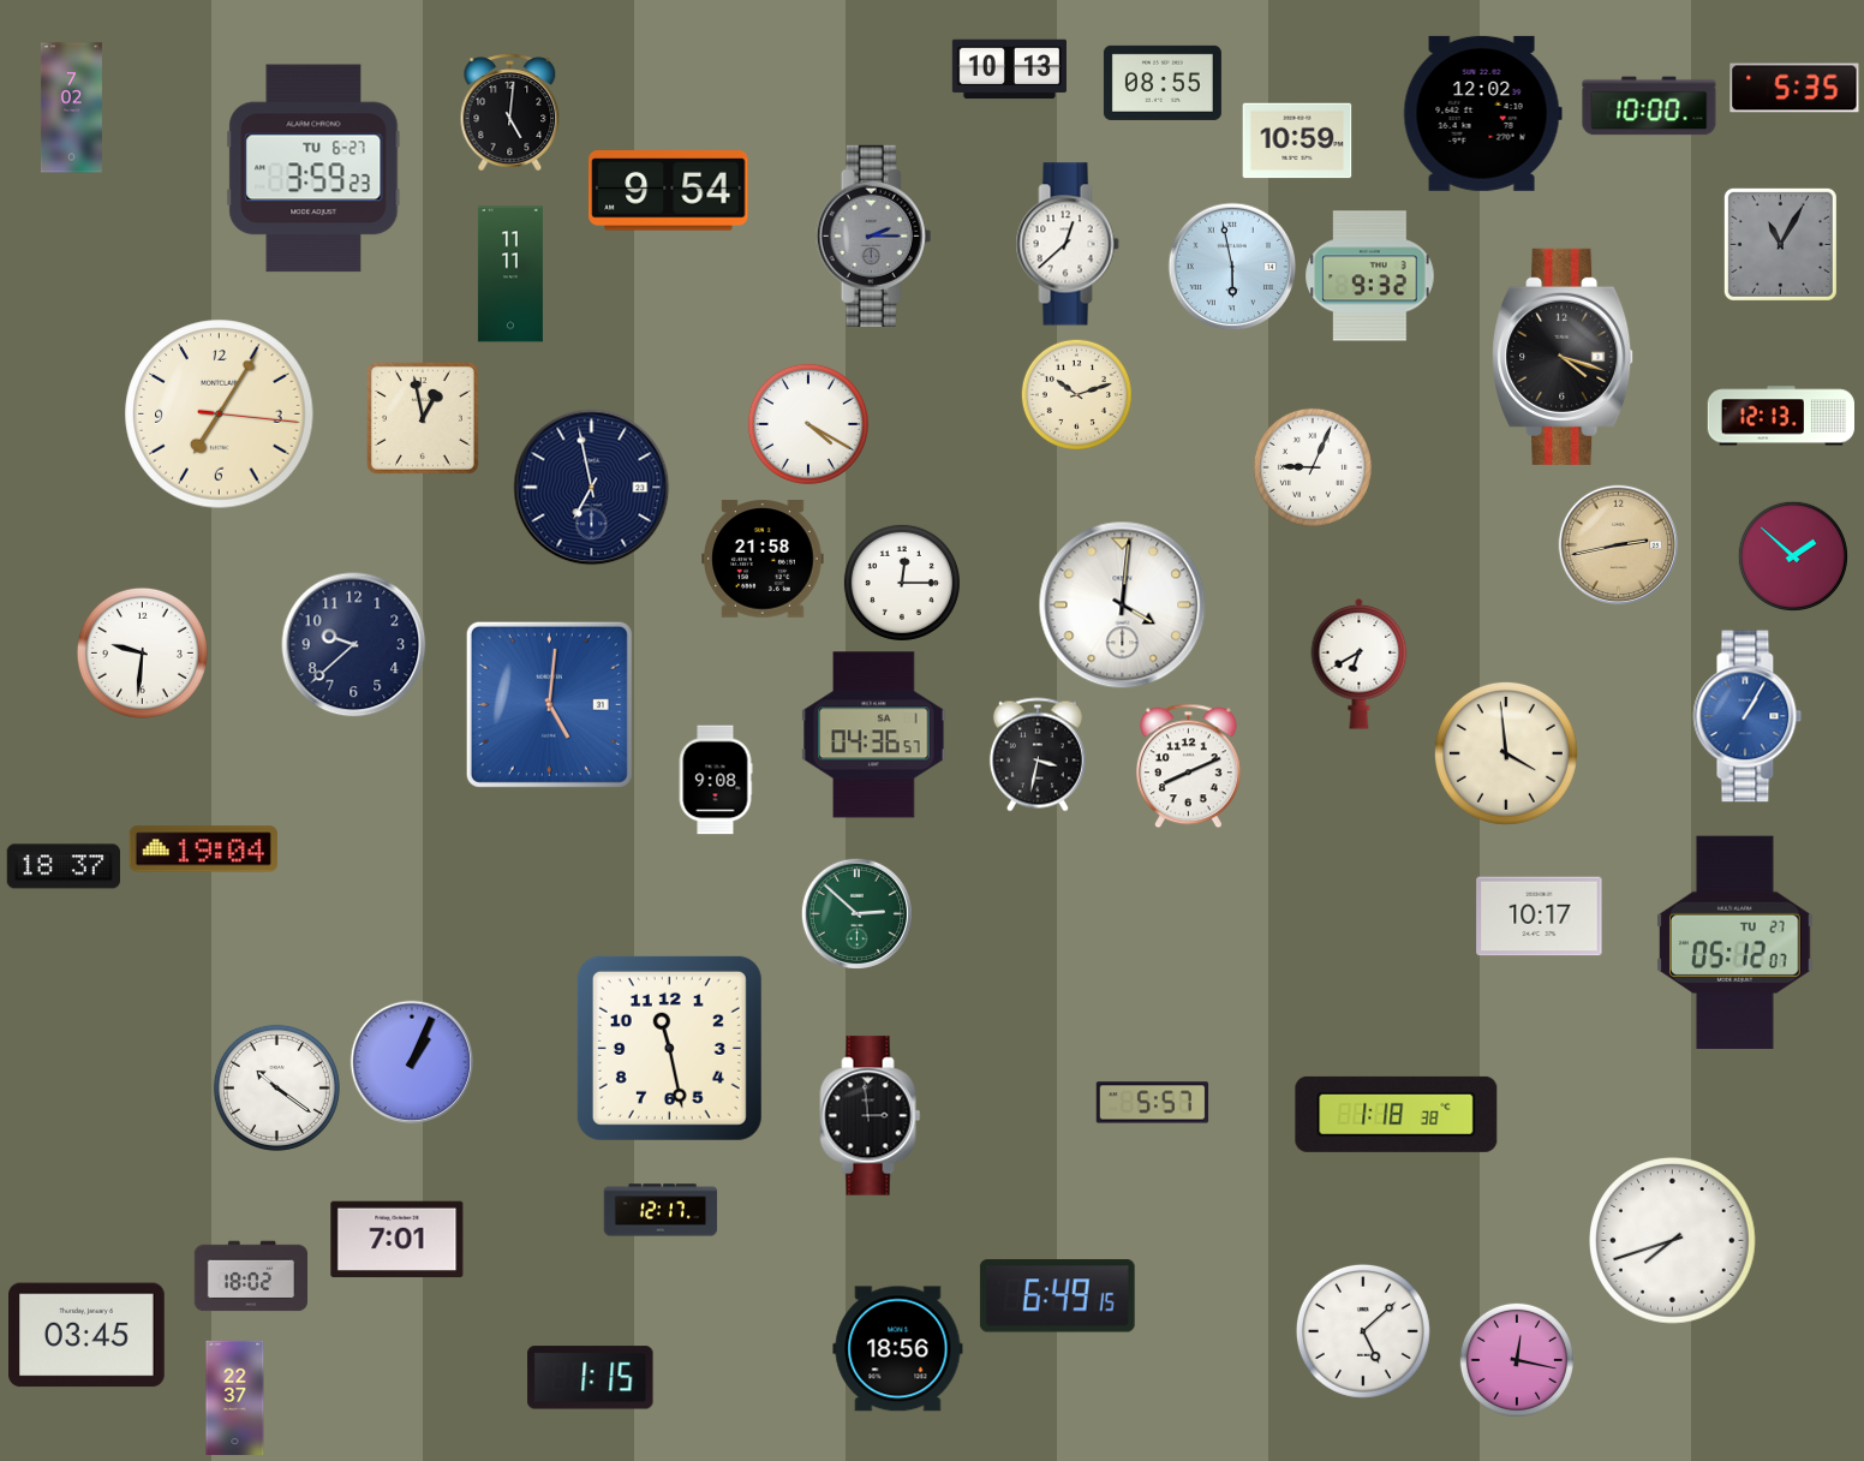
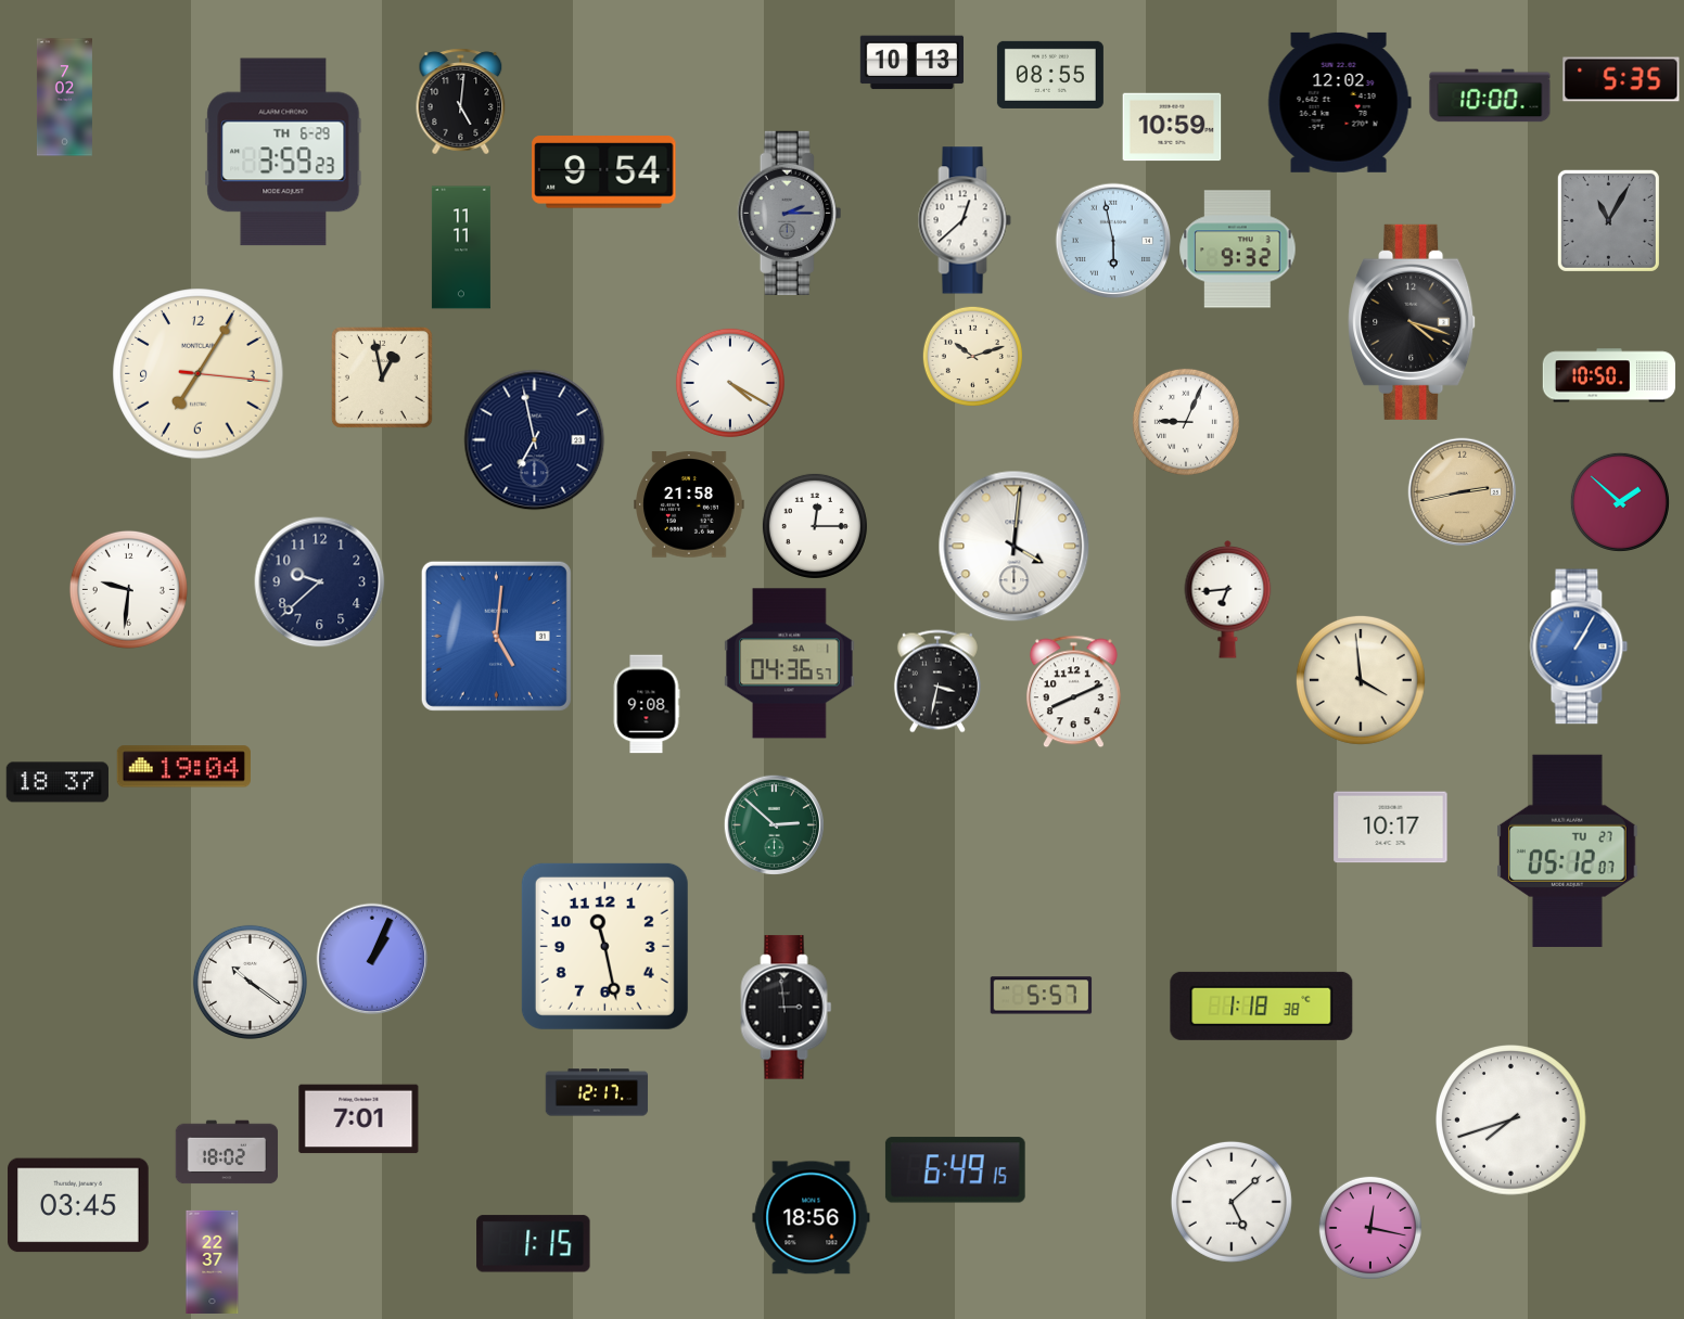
clock at (313, 168) date: TU 6-27 -> TH 6-29
clock at (1780, 416): 12:13 -> 10:50
clock at (1360, 664): 6:40 -> 6:44
